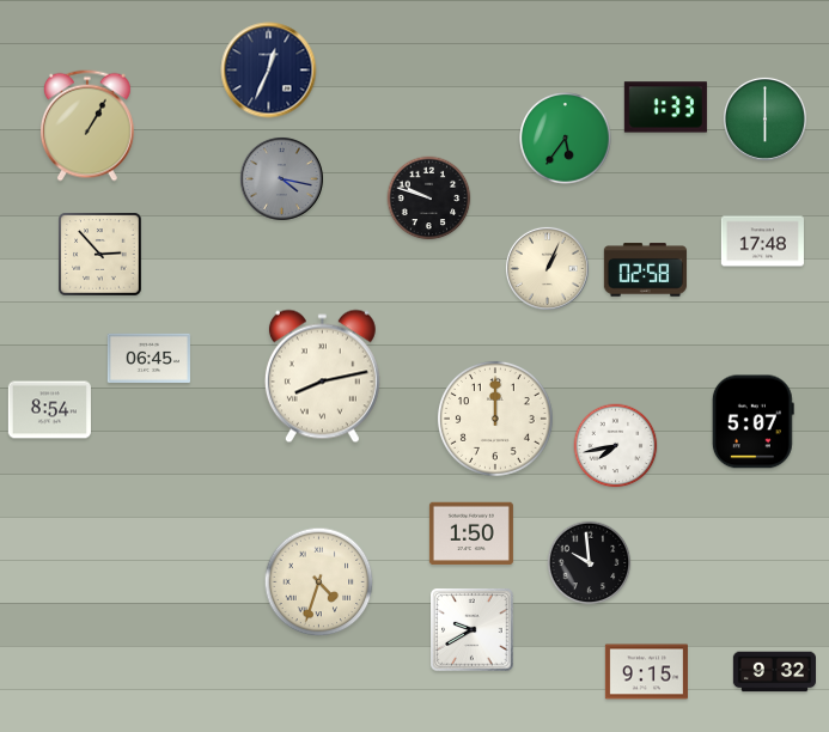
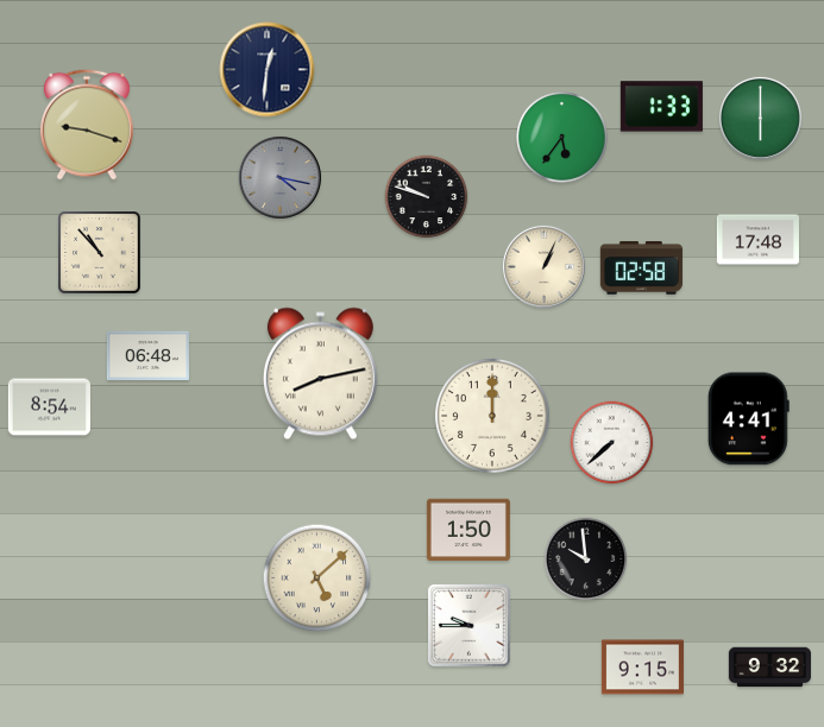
clock at (269, 71): 12:34 -> 12:31
clock at (87, 126): 1:05 -> 9:18
clock at (100, 255): 2:53 -> 10:53
clock at (148, 358): 06:45 -> 06:48
clock at (752, 422): 5:07 -> 4:41
clock at (616, 446): 7:43 -> 7:38
clock at (319, 582): 4:33 -> 5:08
clock at (473, 630): 9:40 -> 9:45
